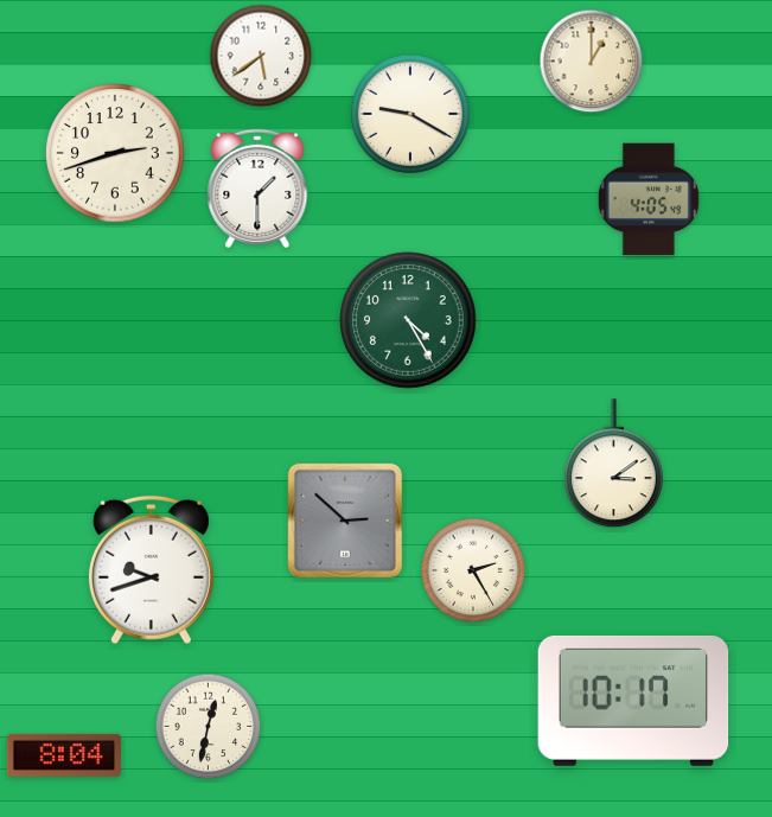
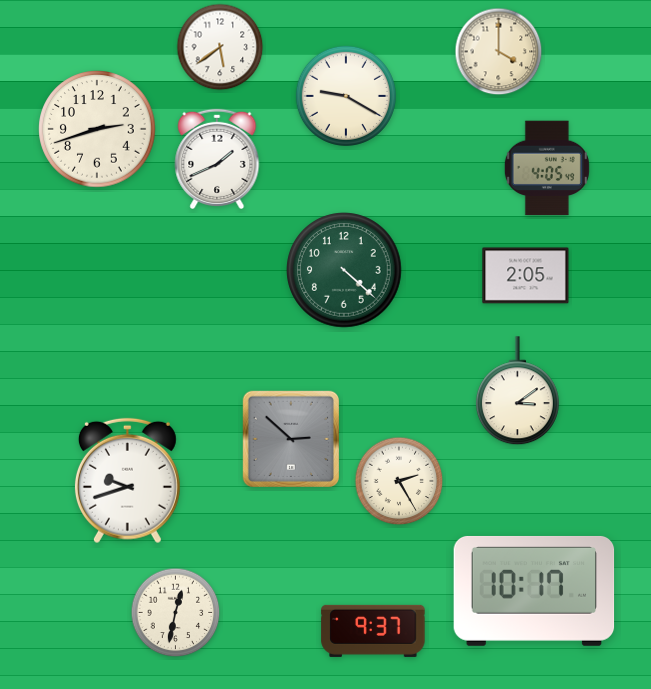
clock at (592, 62): 1:00 -> 4:00
clock at (257, 187): 1:30 -> 1:41
clock at (408, 320): 4:25 -> 4:22
clock at (526, 276): none -> 2:05
clock at (373, 631): none -> 9:37
clock at (63, 755): 8:04 -> none
